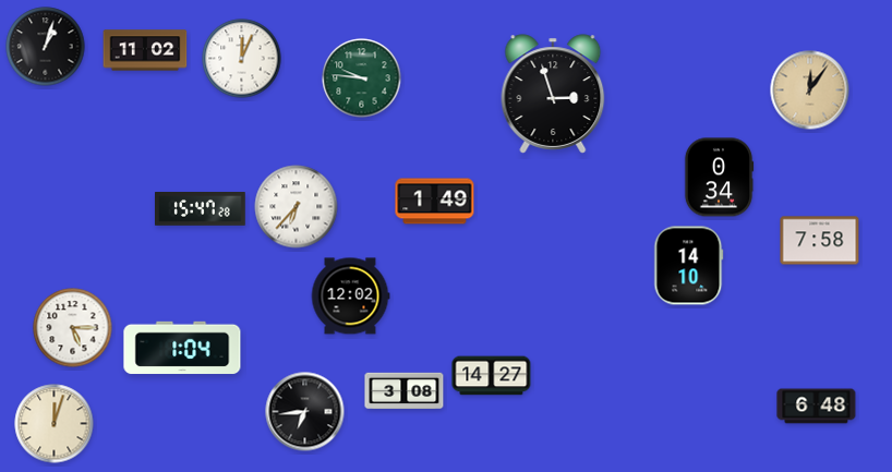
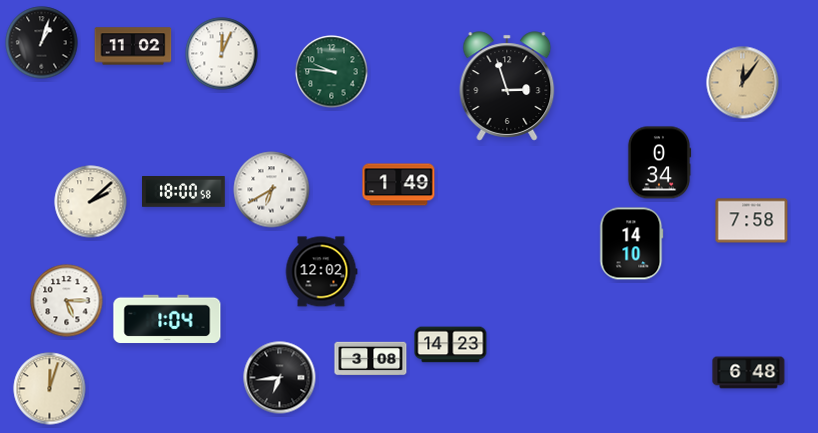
clock at (297, 207): 6:37 -> 6:40
clock at (201, 209): 15:47 -> 18:00
clock at (91, 202): none -> 2:08
clock at (492, 376): 14:27 -> 14:23
